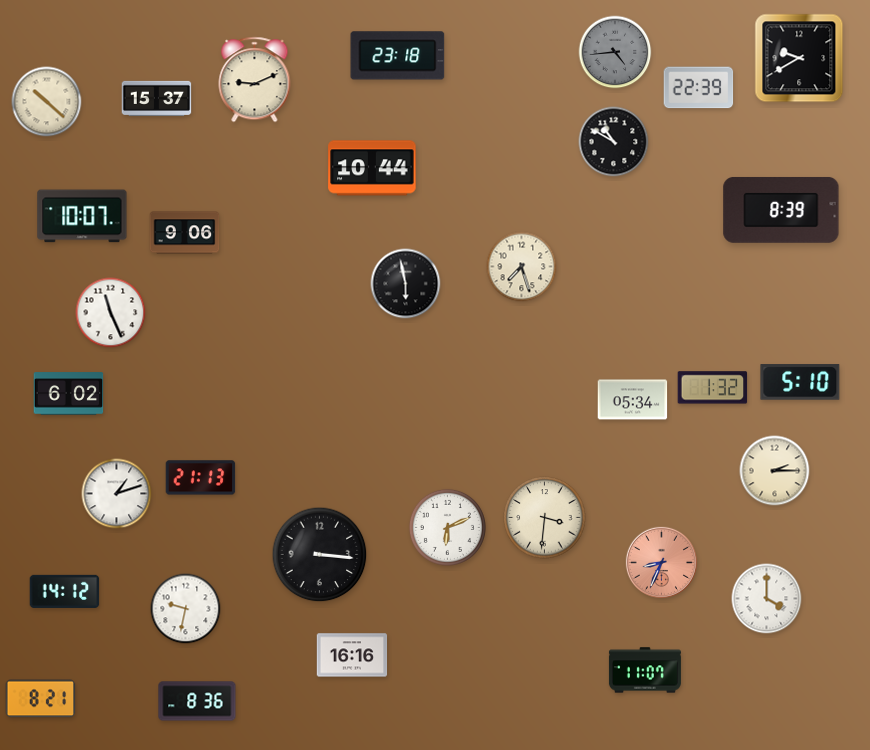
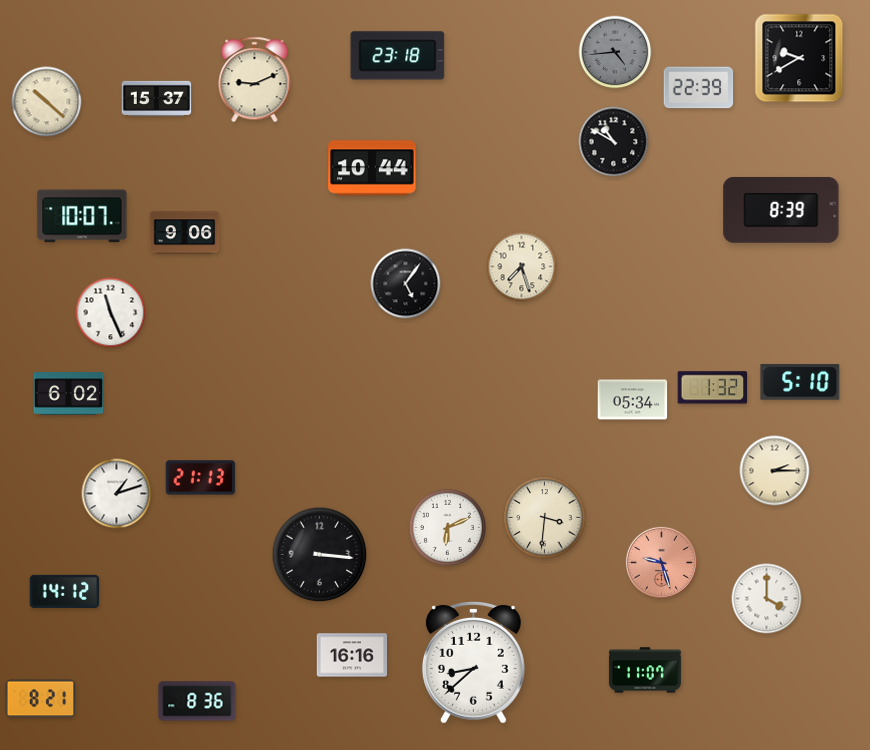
clock at (406, 284): 5:58 -> 5:06
clock at (661, 562): 8:34 -> 9:27
clock at (186, 609): 9:32 -> none
clock at (473, 662): none -> 8:38
